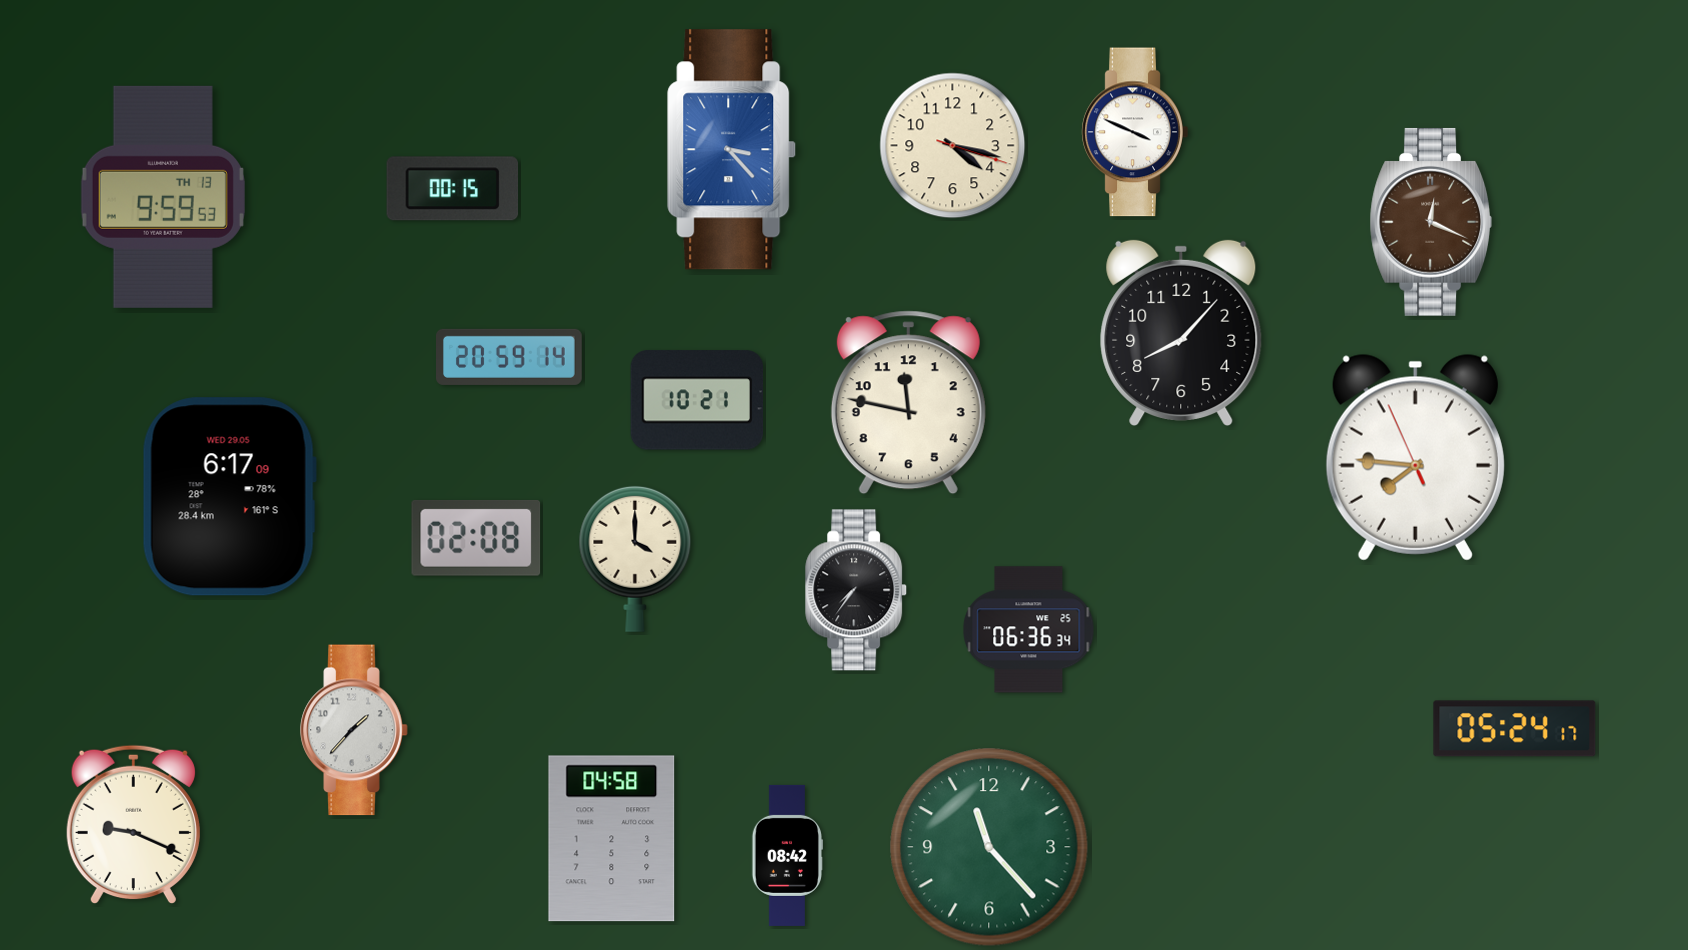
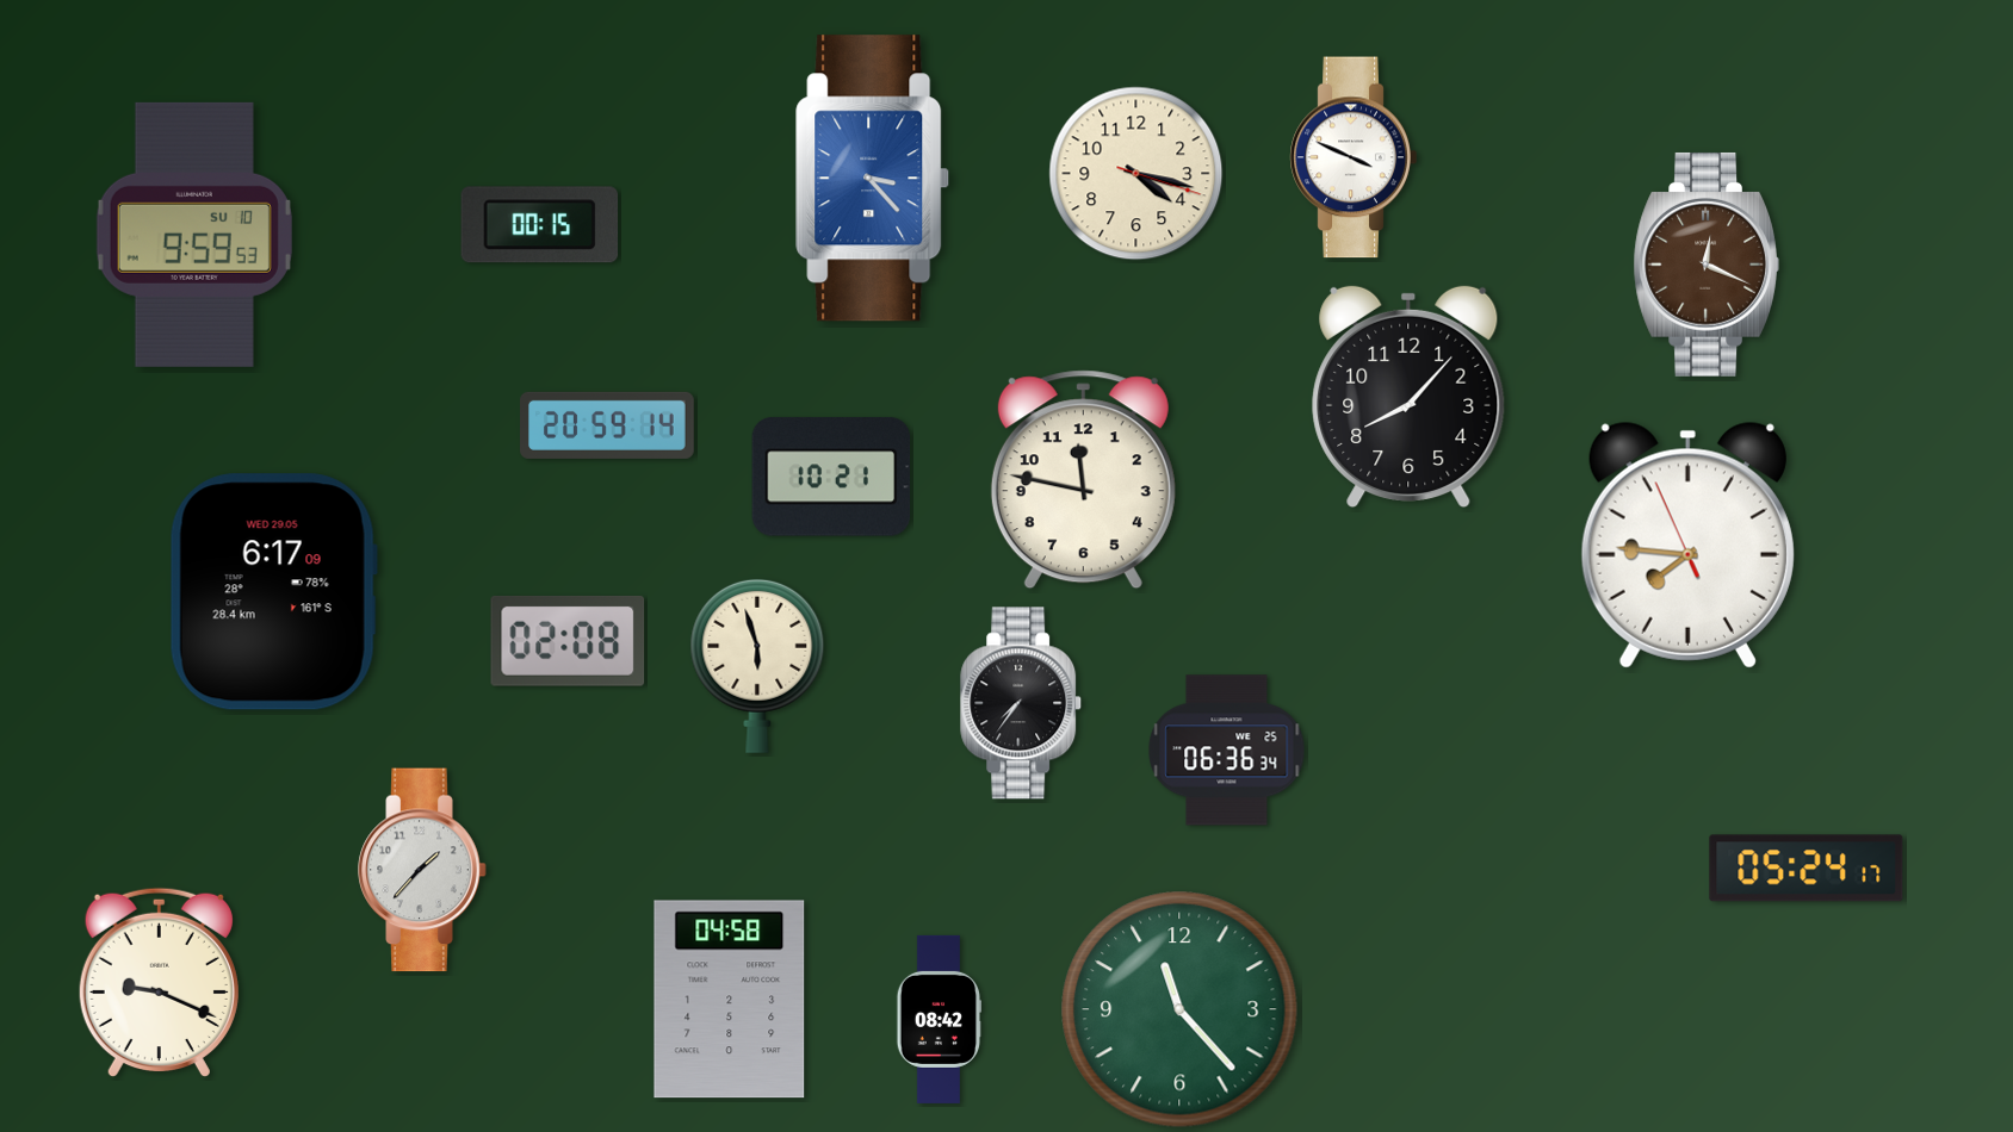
clock at (163, 197) date: TH 13 -> SU 10
clock at (635, 559): 4:00 -> 5:57
